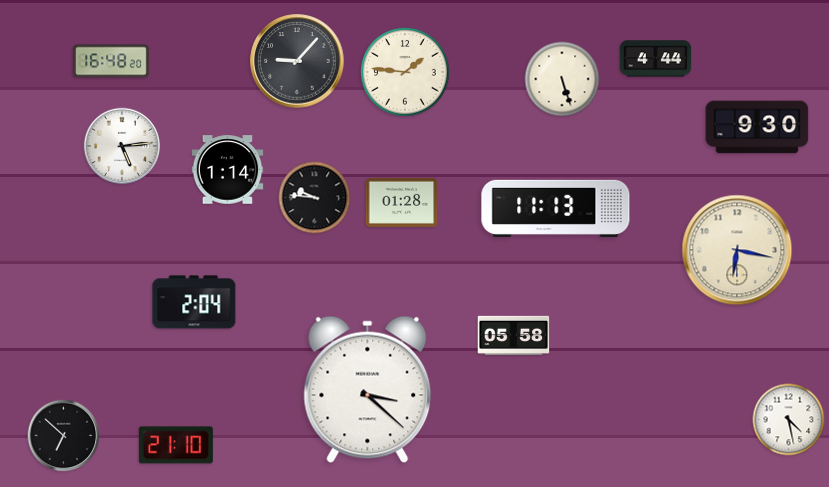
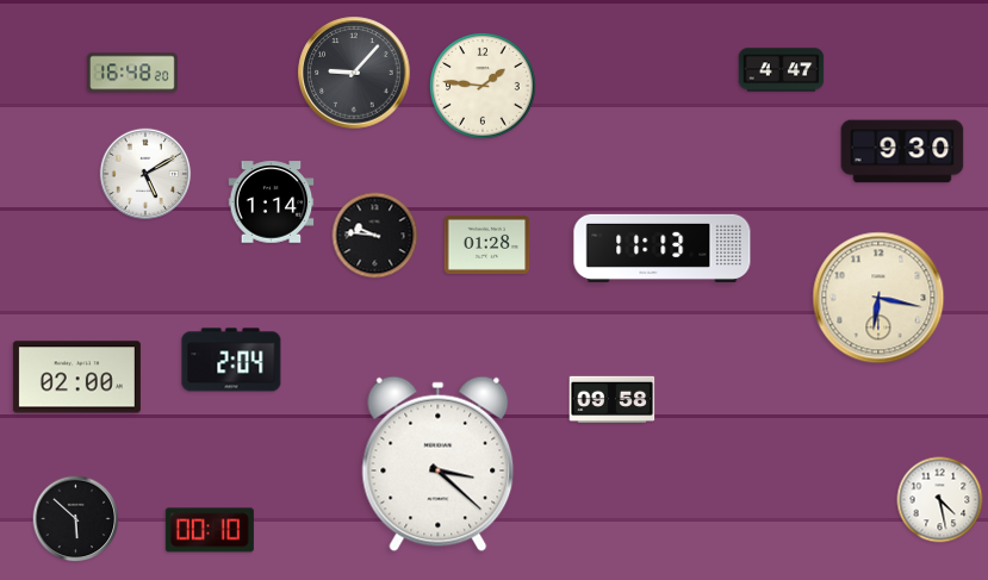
clock at (656, 59): 4:44 -> 4:47
clock at (562, 79): 5:27 -> none
clock at (122, 146): 5:14 -> 5:10
clock at (402, 202) position: (402, 202) -> (487, 244)
clock at (76, 378): none -> 02:00
clock at (514, 335): 05:58 -> 09:58
clock at (64, 436): 6:52 -> 5:52
clock at (176, 445): 21:10 -> 00:10
